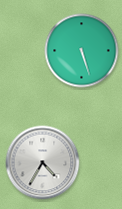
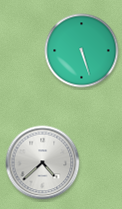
clock at (43, 163): 4:35 -> 4:38
